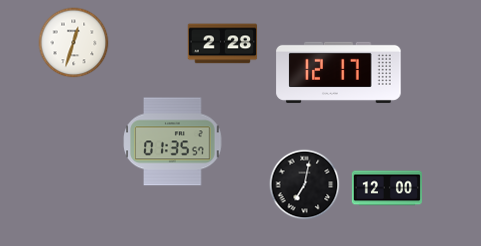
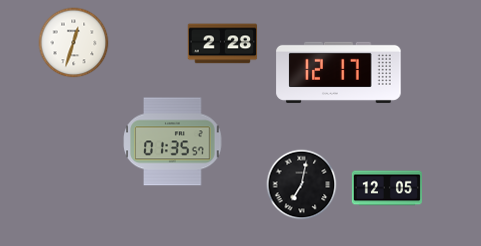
clock at (305, 185) position: (305, 185) -> (302, 185)
clock at (387, 188): 12:00 -> 12:05
